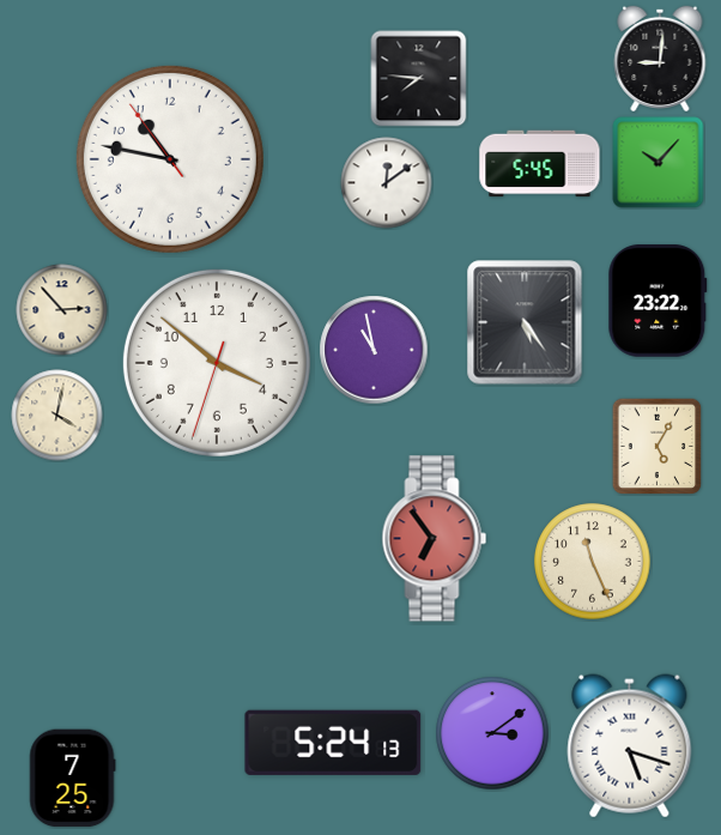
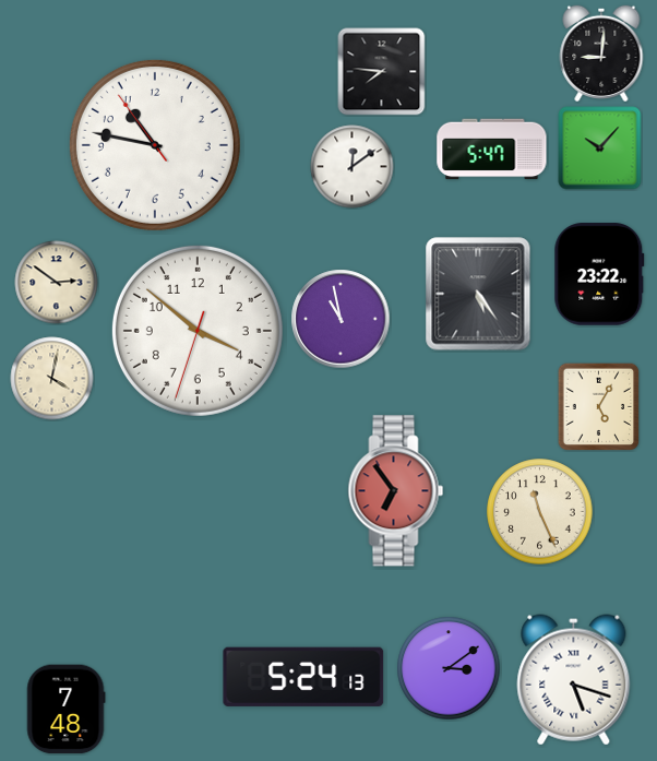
clock at (540, 164): 5:45 -> 5:47
clock at (62, 310): 2:53 -> 2:51
clock at (72, 779): 7:25 -> 7:48
